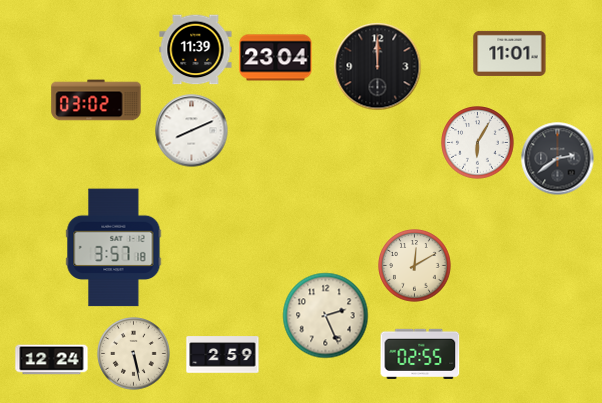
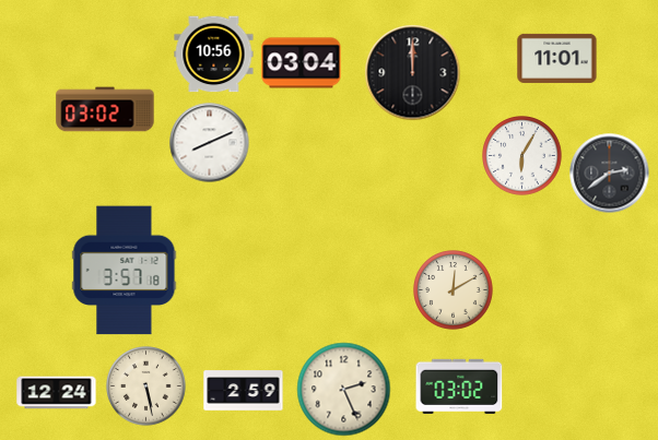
clock at (196, 50): 11:39 -> 10:56
clock at (276, 58): 23:04 -> 03:04
clock at (326, 316) position: (326, 316) -> (344, 390)
clock at (420, 354): 02:55 -> 03:02
clock at (223, 355) position: (223, 355) -> (244, 391)
